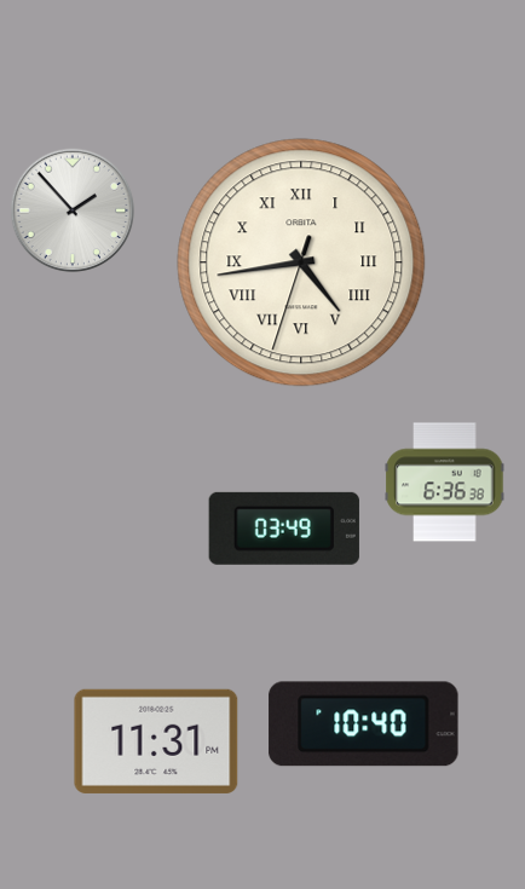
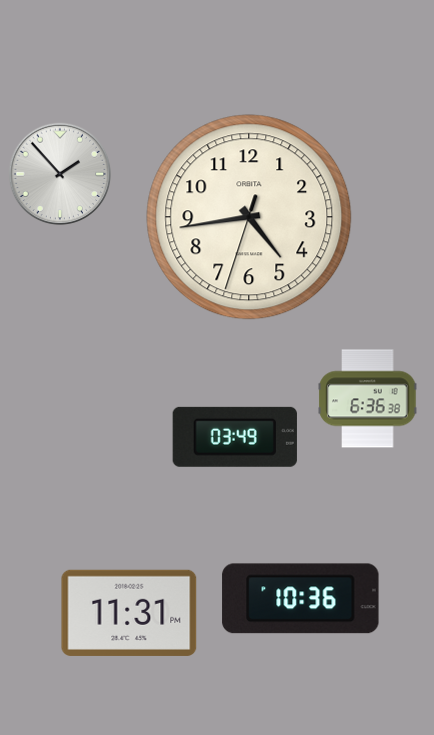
clock at (301, 262) numerals: Roman -> Arabic
clock at (364, 725): 10:40 -> 10:36
